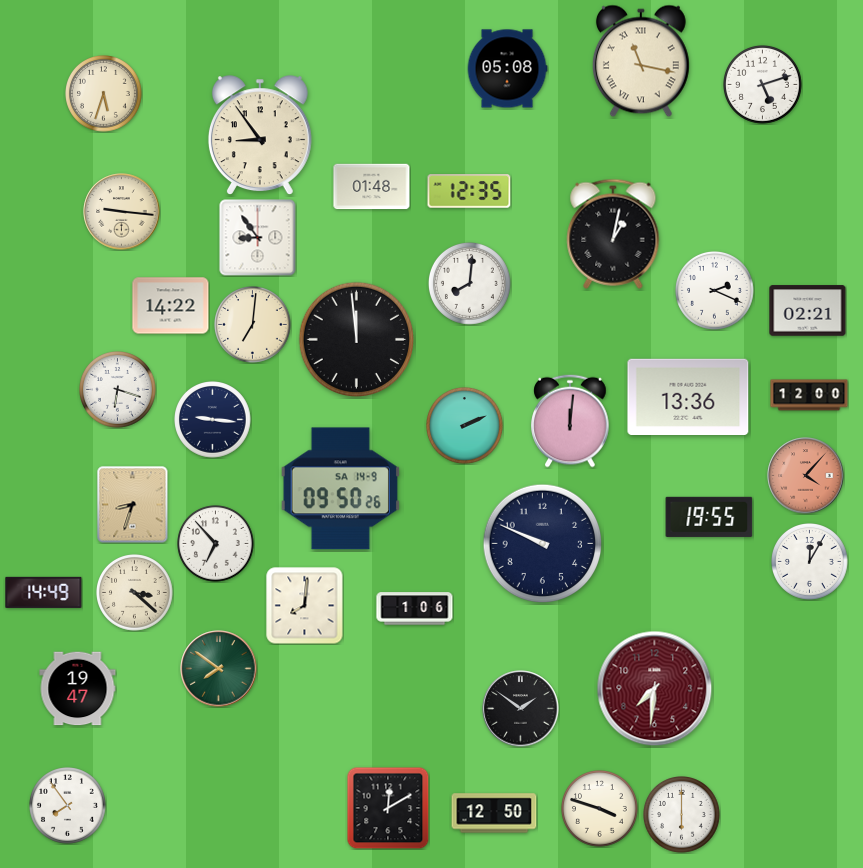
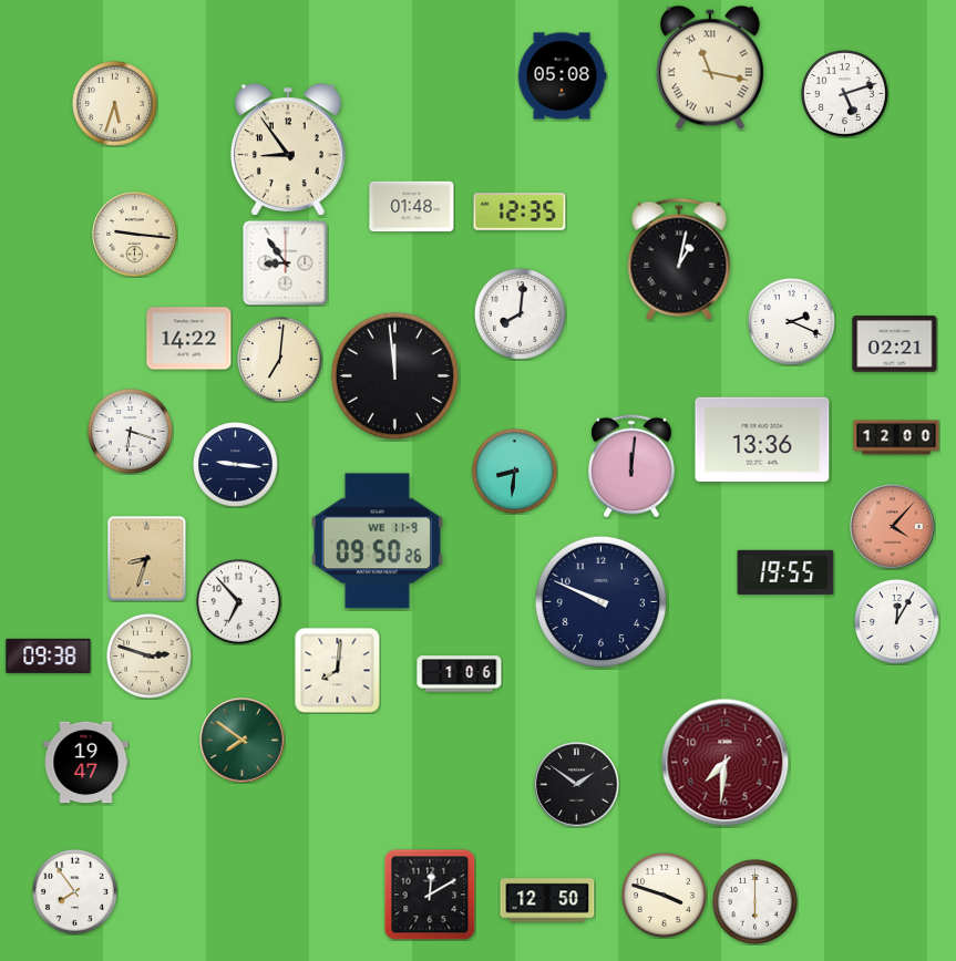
clock at (465, 426): 2:11 -> 8:31
clock at (340, 489) date: SA 14-9 -> WE 11-9
clock at (44, 592): 14:49 -> 09:38
clock at (135, 593): 3:22 -> 2:48
